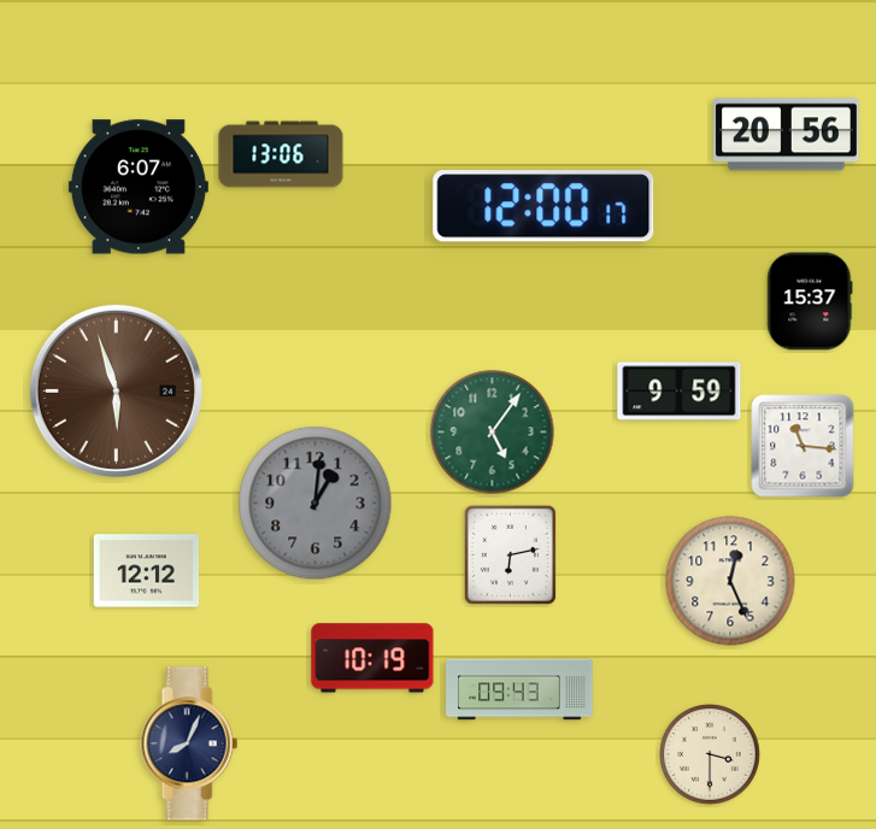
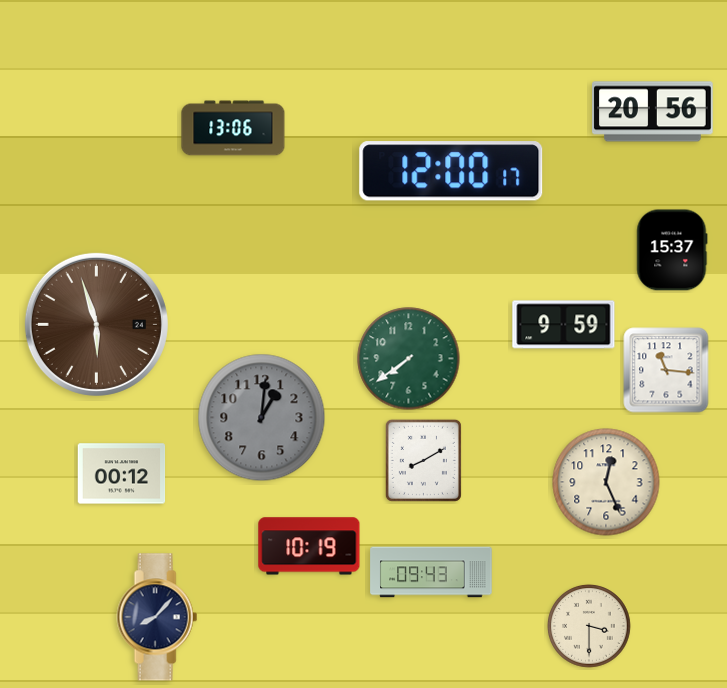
clock at (139, 187): 6:07 -> none
clock at (493, 433): 5:06 -> 7:39
clock at (510, 554): 6:13 -> 8:10
clock at (147, 571): 12:12 -> 00:12
clock at (189, 743): 8:04 -> 8:07
